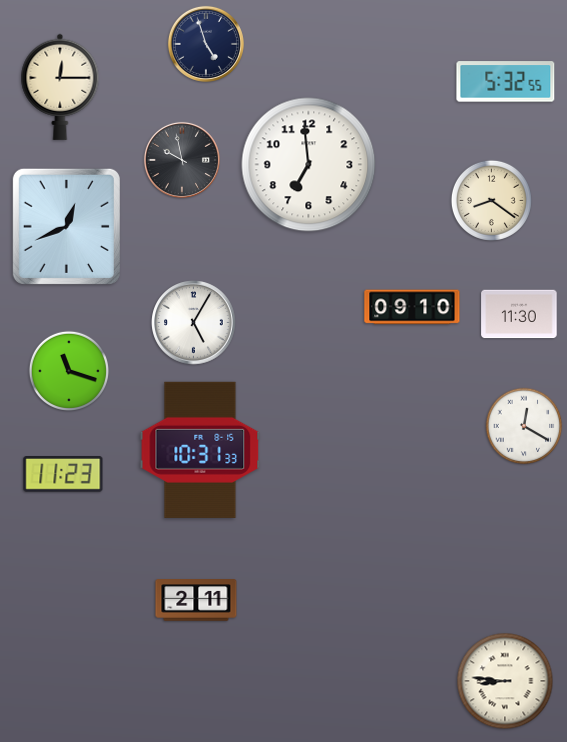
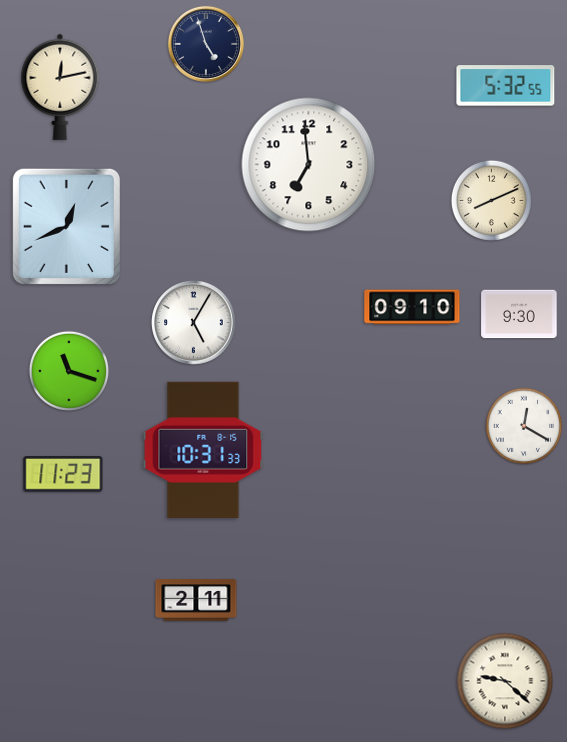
clock at (506, 82) position: (506, 82) -> (506, 86)
clock at (60, 87): 12:15 -> 12:13
clock at (182, 160): 9:58 -> none
clock at (491, 200): 8:21 -> 8:11
clock at (519, 314): 11:30 -> 9:30
clock at (200, 450) position: (200, 450) -> (203, 450)
clock at (505, 681): 8:46 -> 9:22
